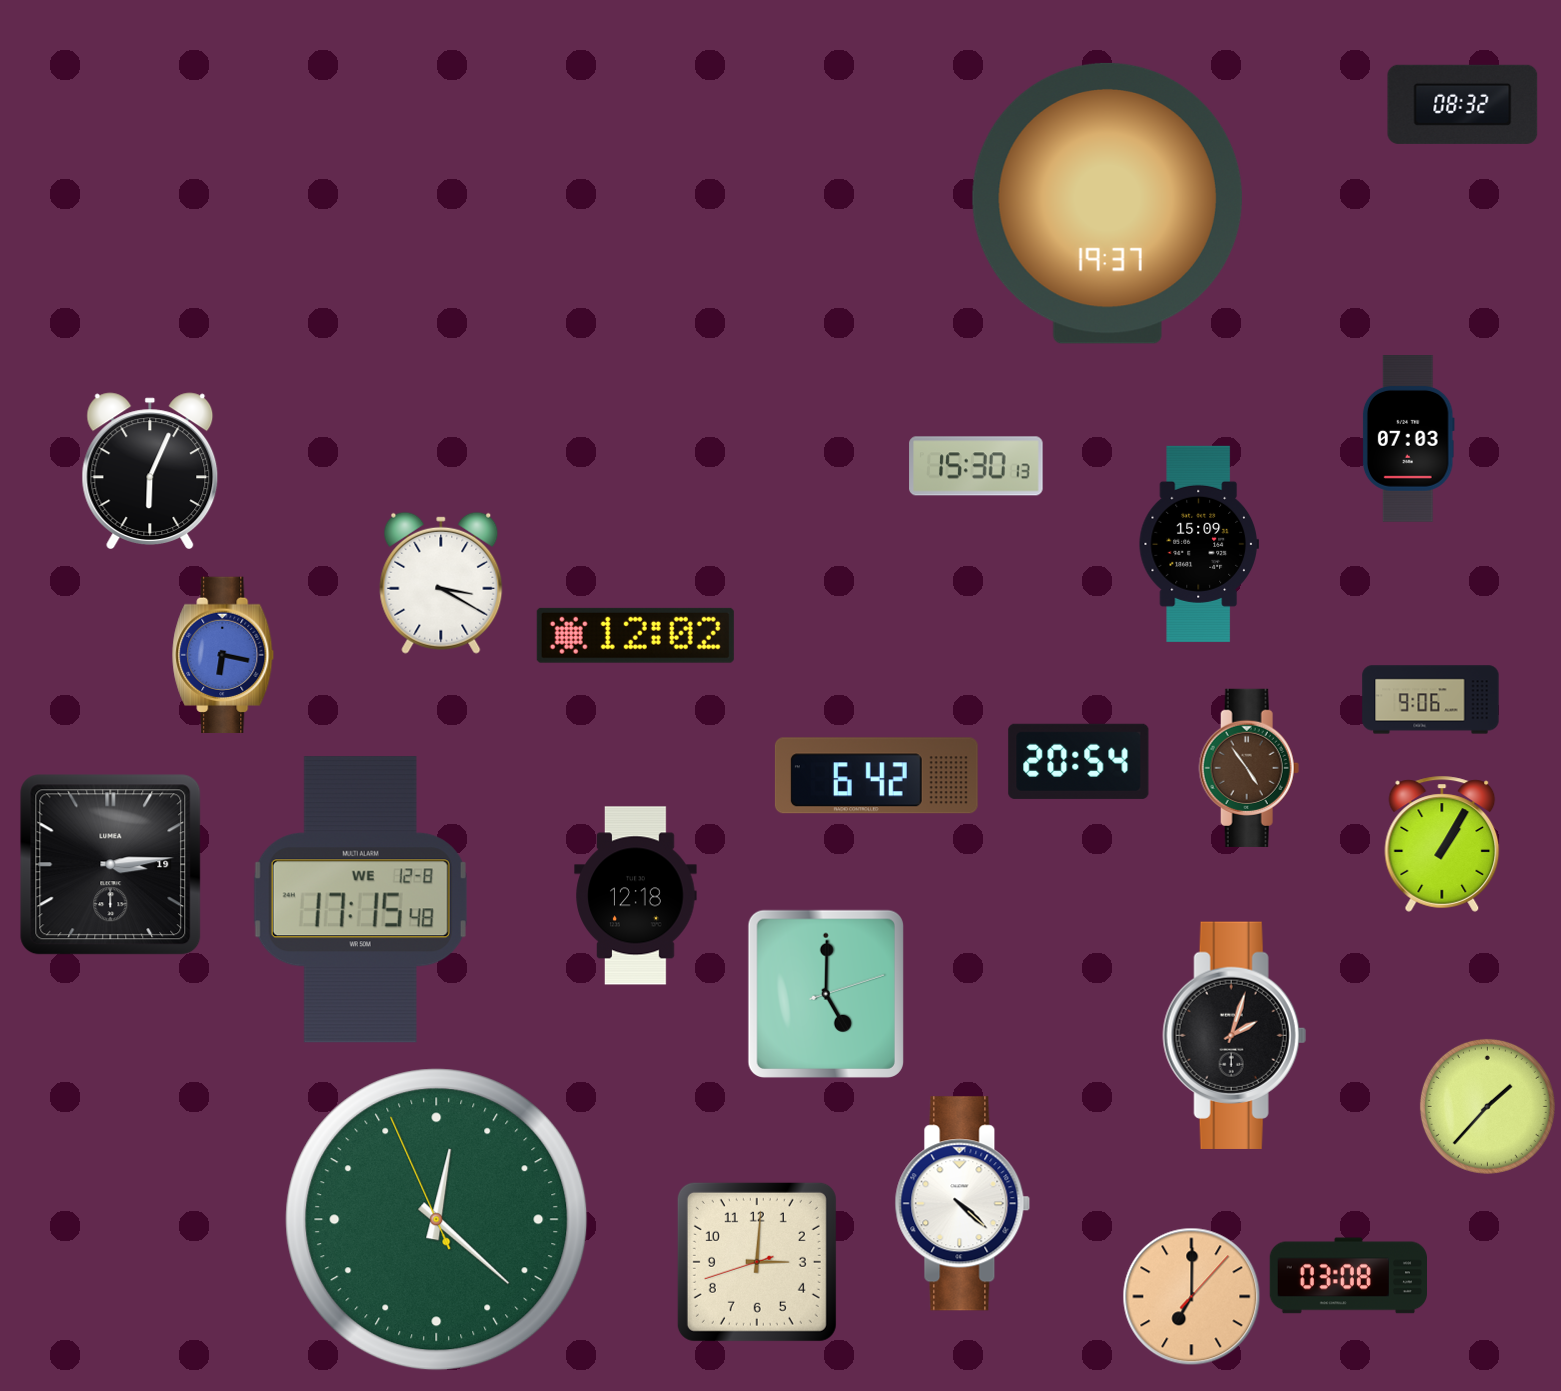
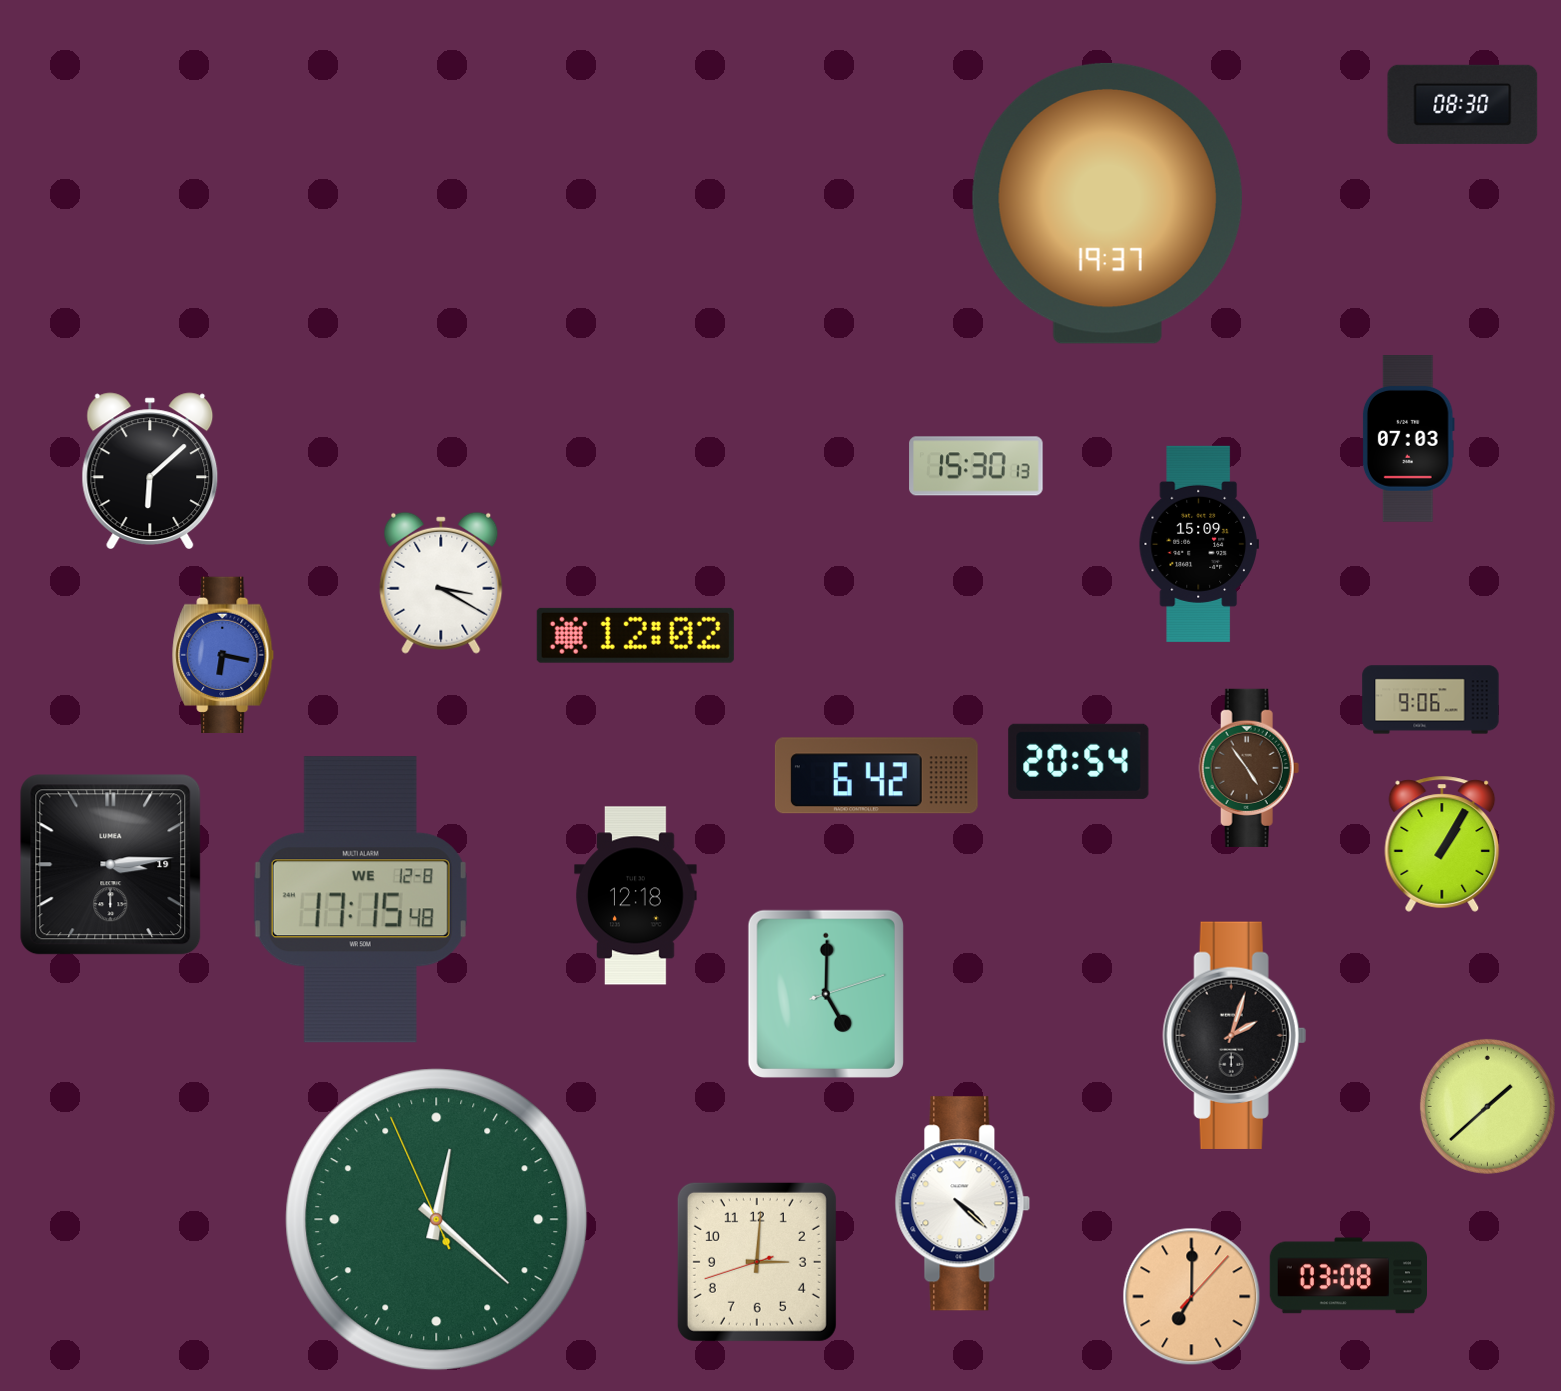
clock at (1463, 104): 08:32 -> 08:30
clock at (150, 471): 6:04 -> 6:08
clock at (1487, 1106): 1:37 -> 1:38
